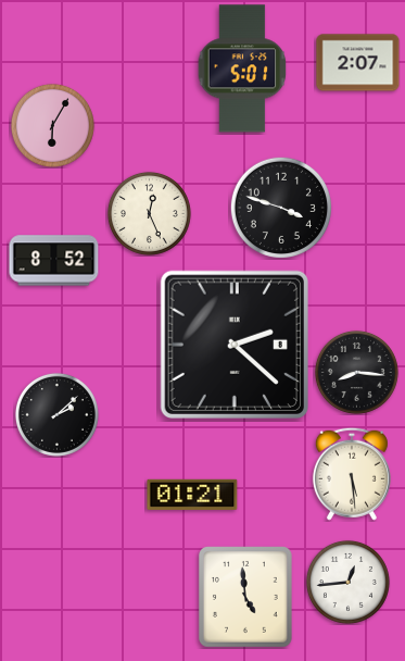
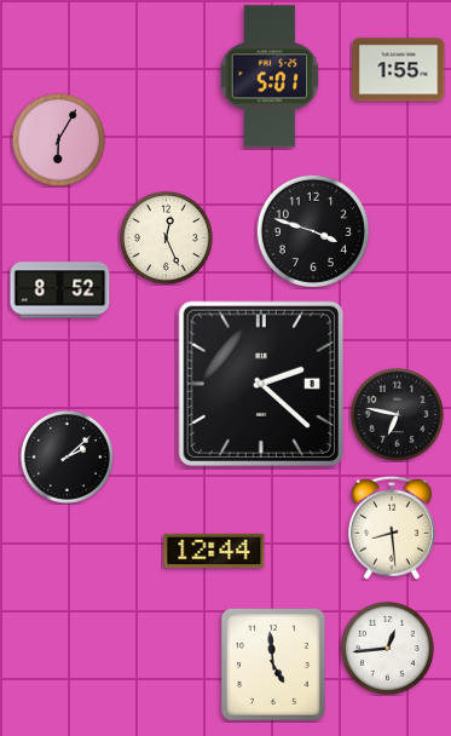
clock at (358, 63): 2:07 -> 1:55
clock at (356, 372): 8:16 -> 6:47
clock at (56, 414) position: (56, 414) -> (67, 456)
clock at (352, 474): 5:29 -> 8:29
clock at (192, 495): 01:21 -> 12:44
